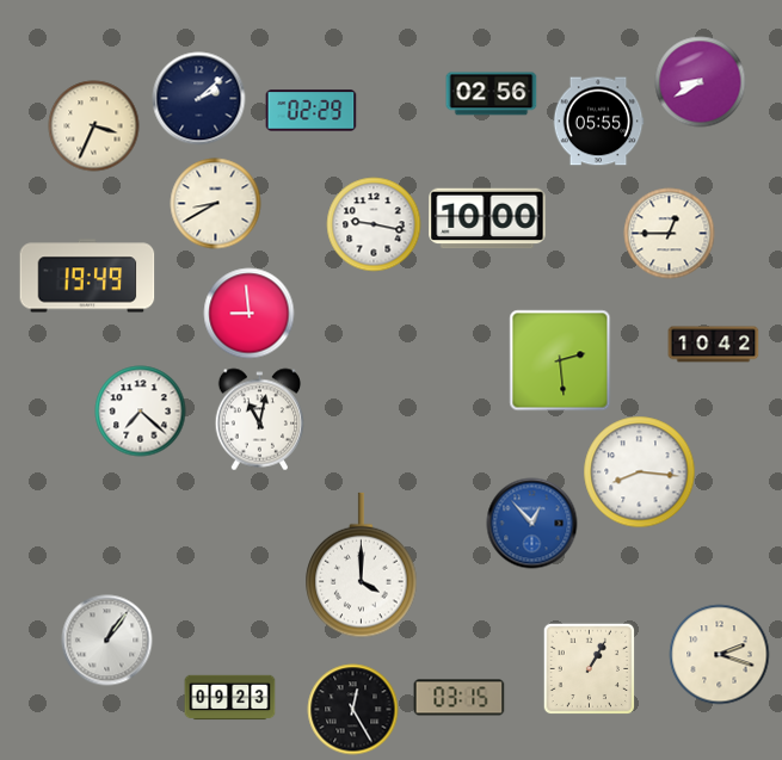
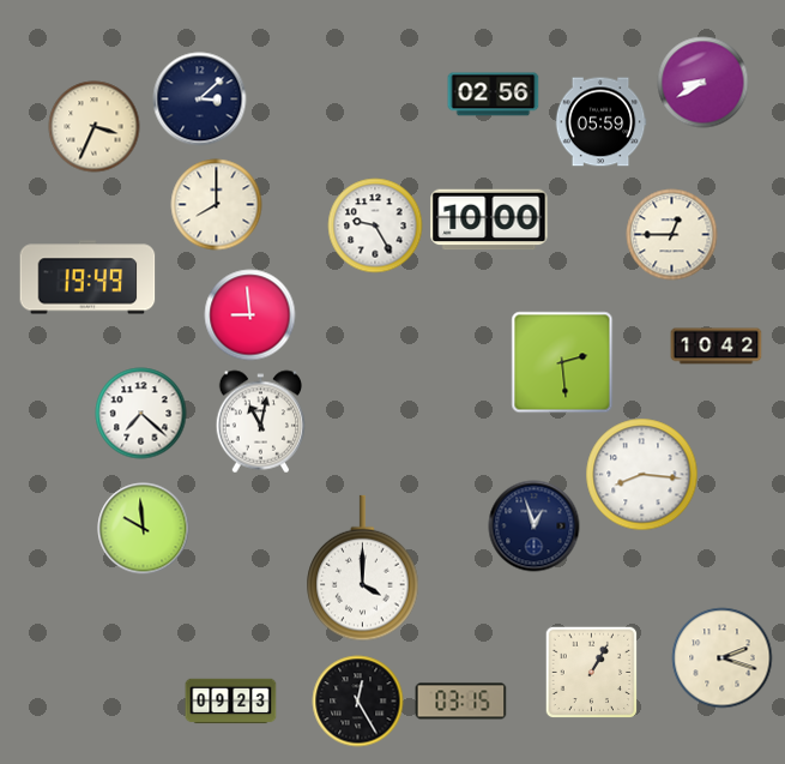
clock at (199, 99): 2:08 -> 3:08
clock at (312, 111): 02:29 -> none
clock at (598, 122): 05:55 -> 05:59
clock at (216, 204): 8:40 -> 8:00
clock at (374, 224): 9:17 -> 9:25
clock at (532, 524): 12:53 -> 12:57
clock at (532, 524) dial: blue -> navy
clock at (144, 529): none -> 9:59
clock at (107, 641): 1:06 -> none
clock at (353, 710) position: (353, 710) -> (358, 702)
